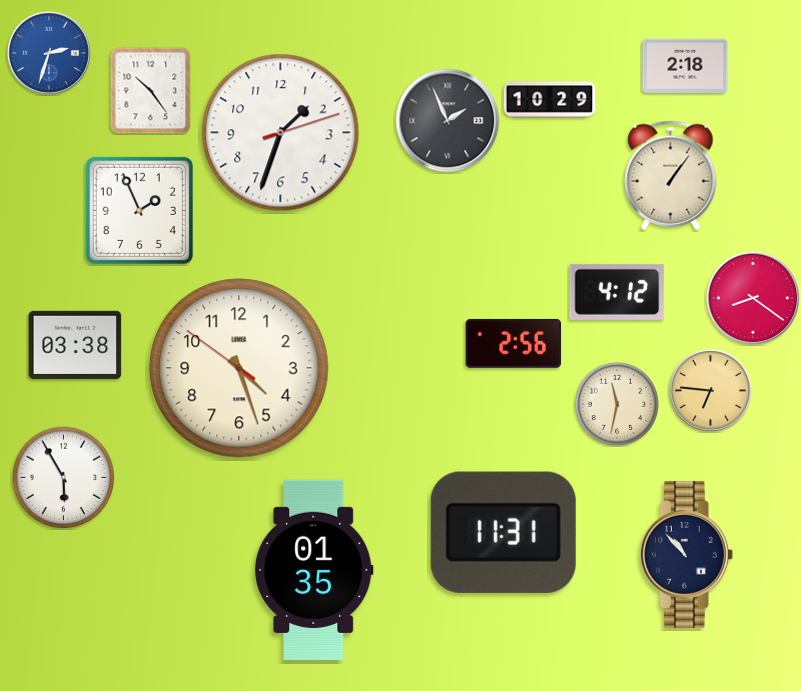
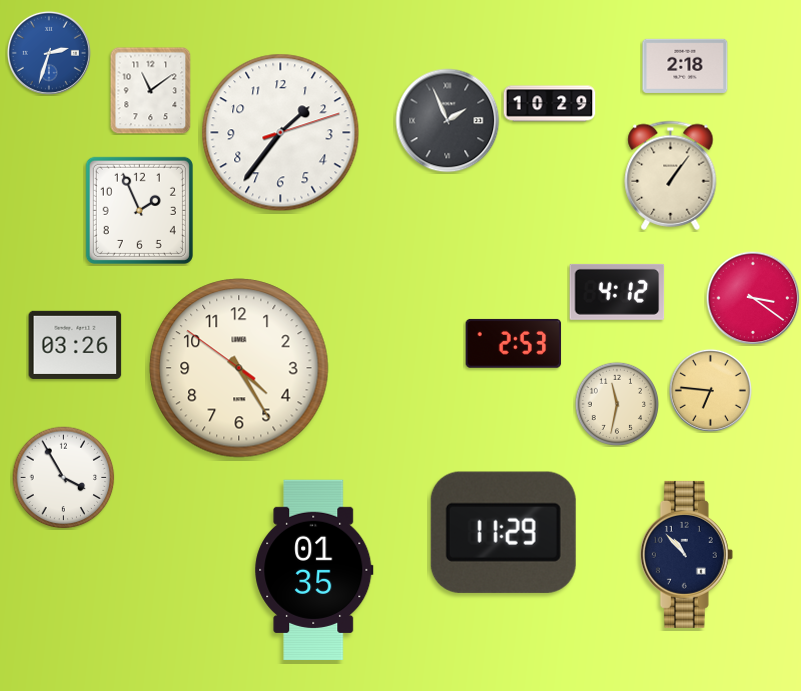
clock at (151, 90): 10:24 -> 11:09
clock at (550, 100) position: (550, 100) -> (550, 104)
clock at (281, 133): 1:33 -> 1:36
clock at (753, 298): 8:21 -> 3:21
clock at (514, 343): 2:56 -> 2:53
clock at (75, 345): 03:38 -> 03:26
clock at (239, 368): 4:26 -> 4:24
clock at (64, 478): 5:55 -> 3:55
clock at (503, 532): 11:31 -> 11:29
